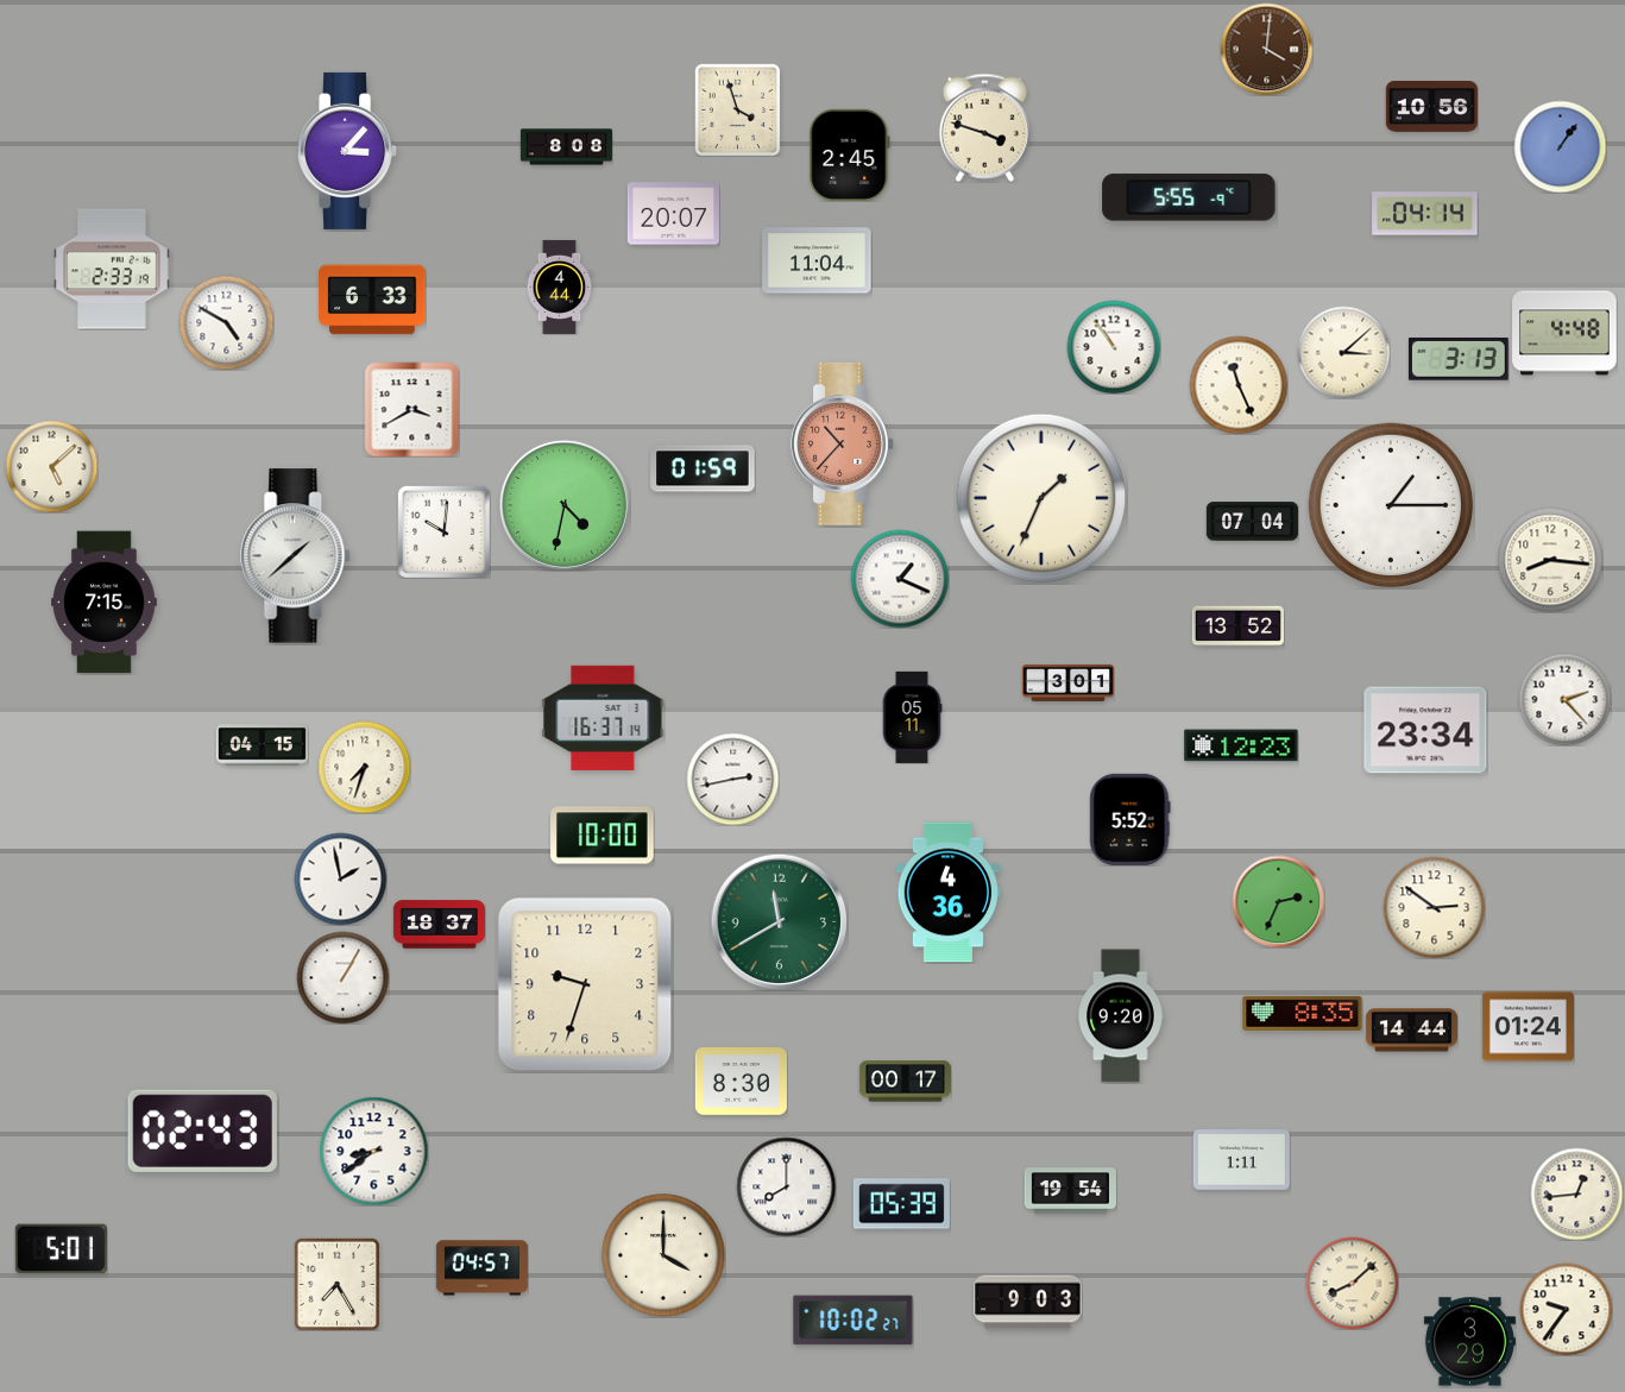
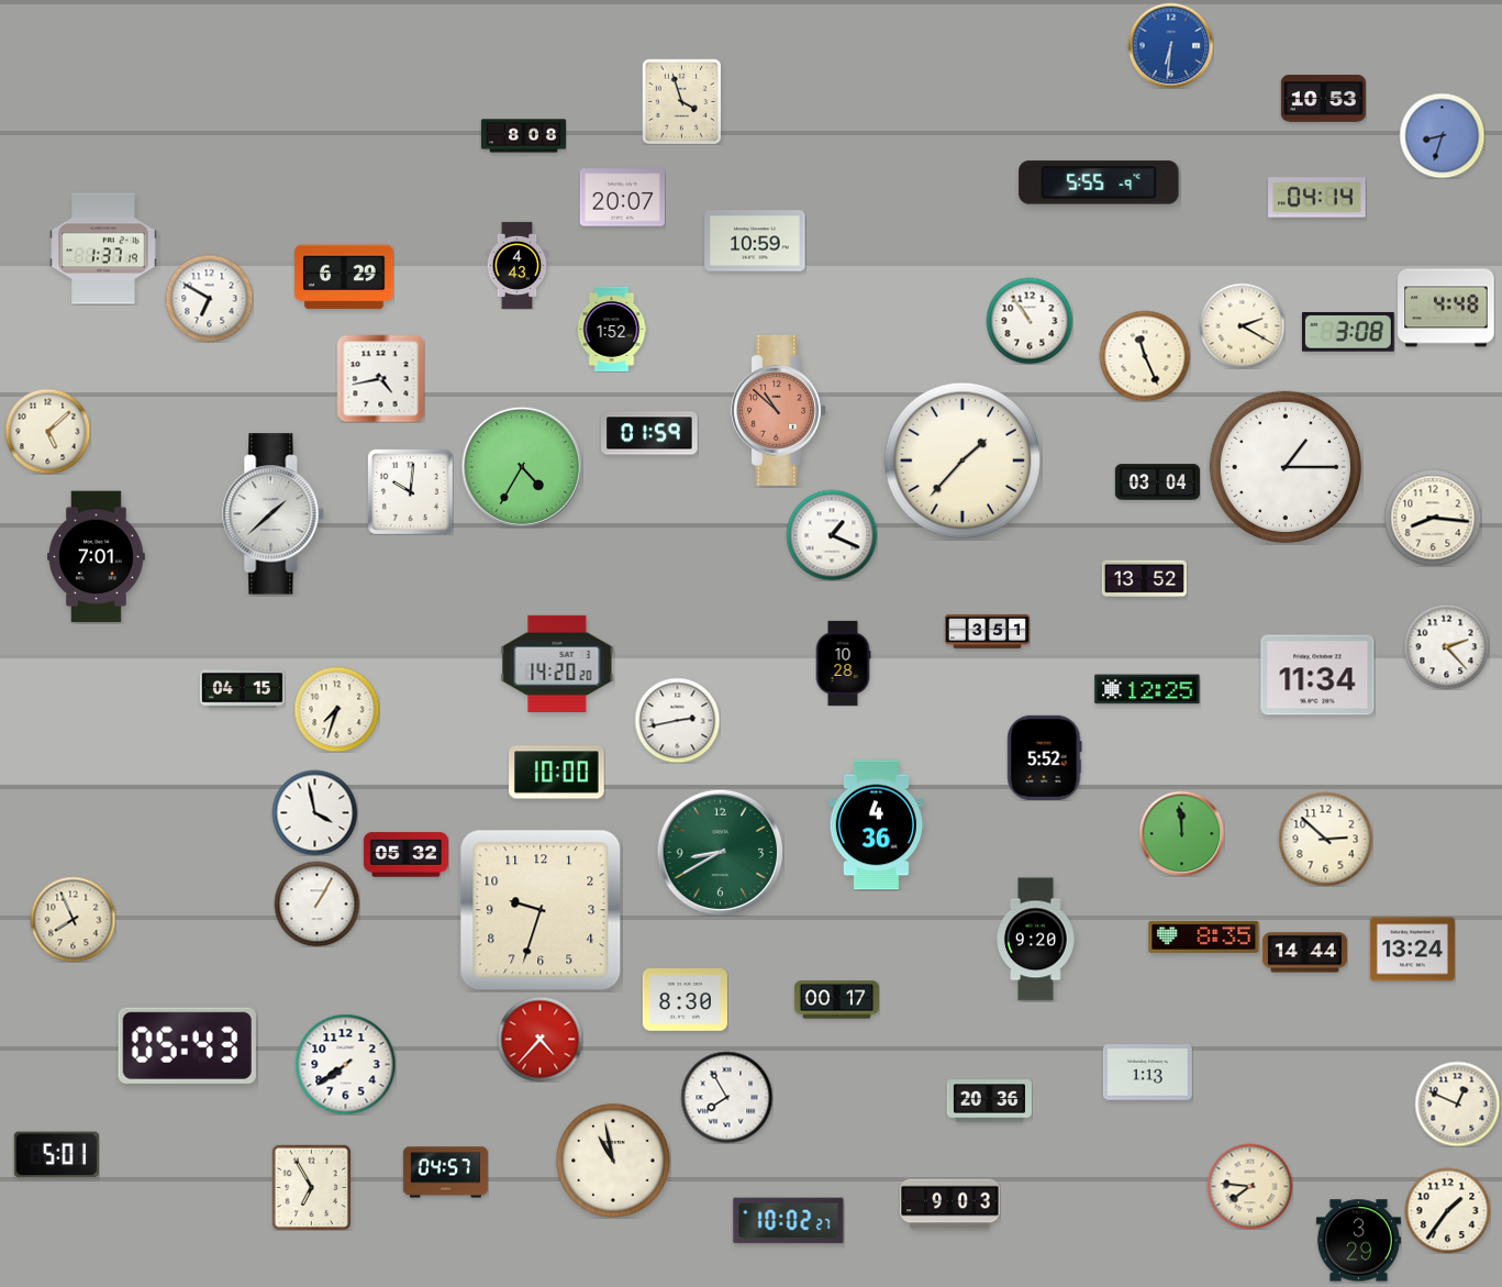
clock at (1266, 49): 4:01 -> 6:31
clock at (1266, 49) dial: brown -> blue
clock at (1431, 107): 10:56 -> 10:53
clock at (984, 127): 3:48 -> none
clock at (1560, 146): 1:06 -> 8:33
clock at (348, 151): 3:07 -> none
clock at (850, 155): 2:45 -> none
clock at (817, 260): 11:04 -> 10:59
clock at (112, 269): 2:33 -> 1:37
clock at (560, 286): 4:44 -> 4:43
clock at (372, 300): 6:33 -> 6:29
clock at (226, 322): 4:50 -> 6:50
clock at (1343, 352): 3:08 -> 2:20
clock at (612, 329): none -> 1:52
clock at (1459, 359): 3:13 -> 3:08
clock at (411, 409): 3:40 -> 4:43
clock at (843, 443): 10:37 -> 10:52
clock at (1041, 498): 1:34 -> 1:37
clock at (565, 505): 4:32 -> 4:35
clock at (1252, 522): 07:04 -> 03:04
clock at (105, 603): 7:15 -> 7:01
clock at (1067, 682): 3:01 -> 3:51
clock at (912, 717): 05:11 -> 10:28
clock at (603, 718): 16:37 -> 14:20
clock at (1425, 730): 23:34 -> 11:34
clock at (1241, 745): 12:23 -> 12:25
clock at (340, 878): 1:58 -> 3:58
clock at (1278, 901): 2:34 -> 11:59
clock at (1434, 907): 2:51 -> 2:52
clock at (779, 921): 11:40 -> 8:40
clock at (439, 925): 18:37 -> 05:32
clock at (73, 919): none -> 7:56
clock at (1528, 1027): 01:24 -> 13:24
clock at (539, 1039): none -> 4:37
clock at (202, 1130): 02:43 -> 05:43
clock at (373, 1151): 8:39 -> 7:39
clock at (1241, 1160): 1:11 -> 1:13
clock at (786, 1186): 8:00 -> 7:55
clock at (1070, 1191): 19:54 -> 20:36
clock at (1576, 1193): 12:44 -> 12:49
clock at (901, 1204): 05:39 -> none
clock at (663, 1255): 4:00 -> 10:58
clock at (1352, 1283): 8:08 -> 7:46
clock at (338, 1284): 7:25 -> 6:55
clock at (1566, 1309): 9:36 -> 1:36
